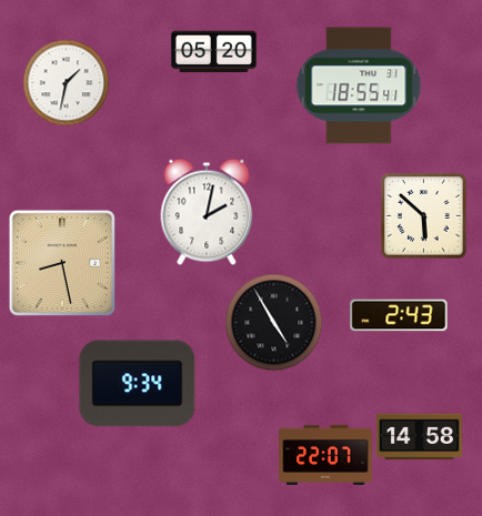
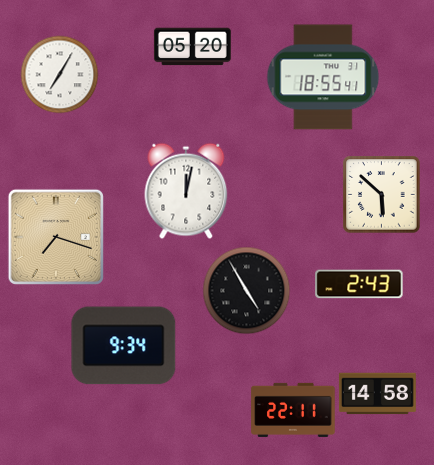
clock at (66, 82): 1:32 -> 7:05
clock at (207, 212): 2:02 -> 12:02
clock at (61, 262): 8:28 -> 7:18
clock at (325, 455): 22:07 -> 22:11
